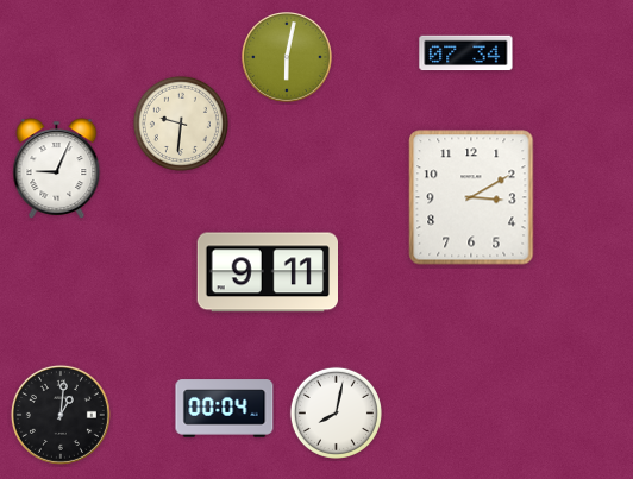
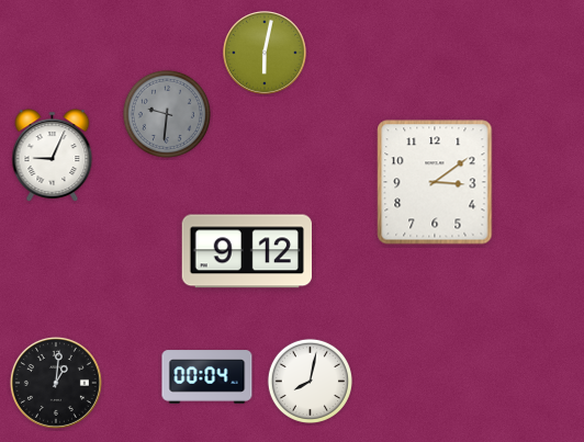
clock at (466, 53): 07:34 -> none
clock at (181, 124) dial: cream -> grey
clock at (471, 197): 3:10 -> 3:09
clock at (267, 272): 9:11 -> 9:12
